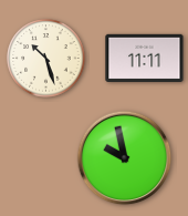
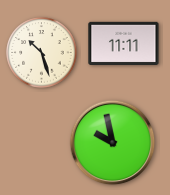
clock at (145, 58) position: (145, 58) -> (124, 43)
